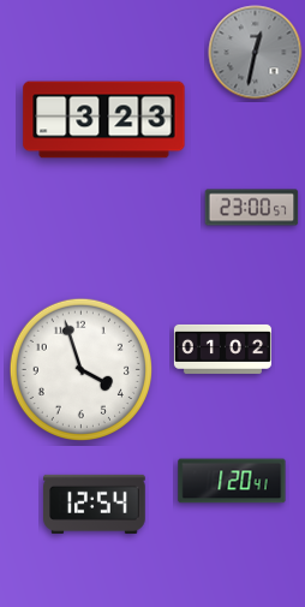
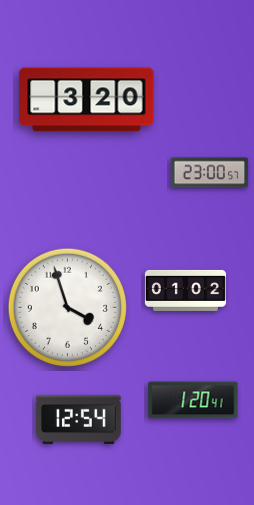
clock at (256, 53): 12:32 -> none
clock at (104, 120): 3:23 -> 3:20
